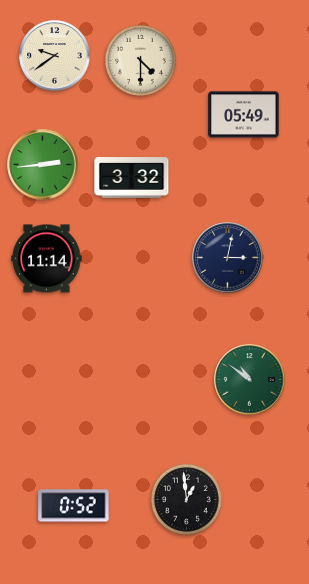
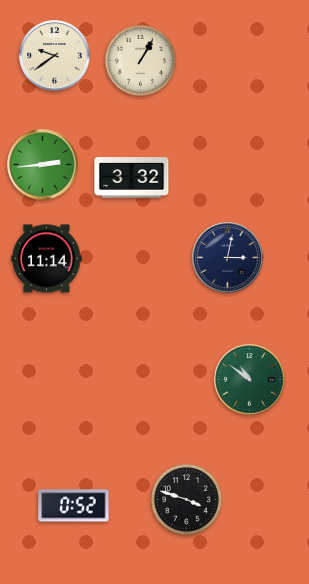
clock at (140, 60): 4:30 -> 1:05
clock at (244, 115): 05:49 -> none
clock at (186, 499): 12:59 -> 3:48
